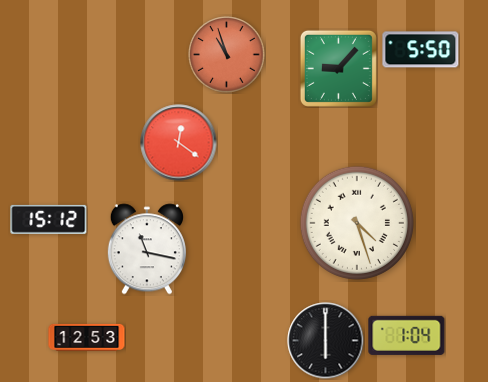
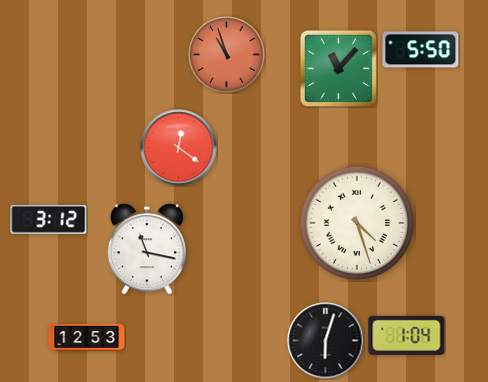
clock at (338, 68): 9:07 -> 11:07
clock at (179, 143) position: (179, 143) -> (179, 148)
clock at (49, 219): 15:12 -> 3:12
clock at (326, 341): 6:00 -> 6:03
